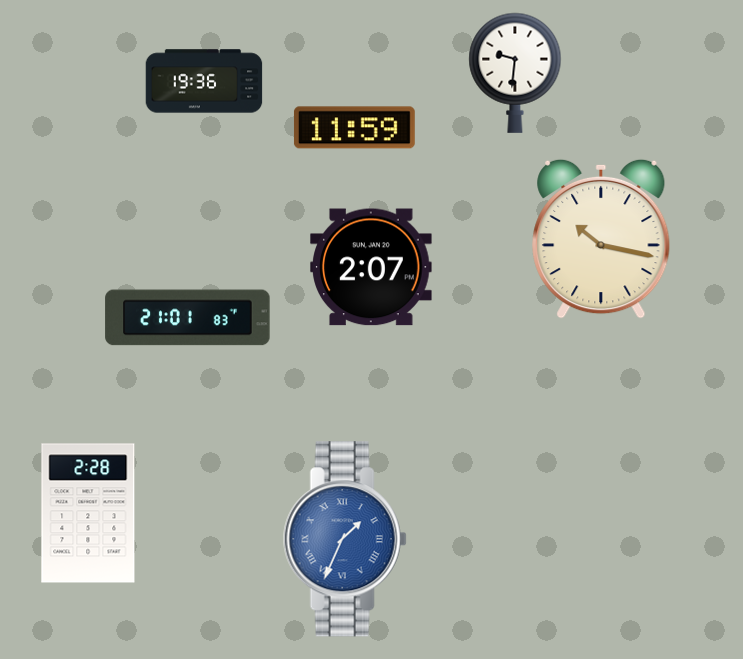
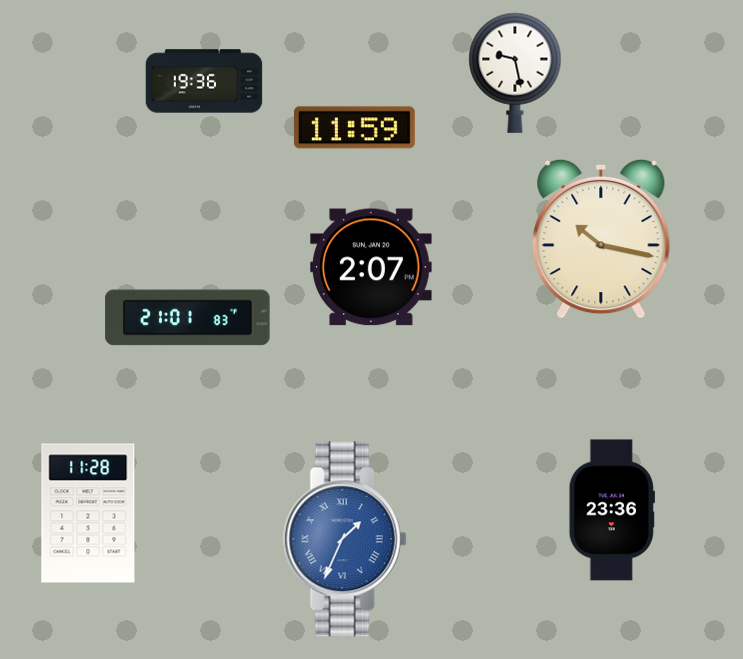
clock at (515, 73): 9:31 -> 9:28
clock at (612, 510): none -> 23:36
clock at (88, 513): 2:28 -> 11:28
